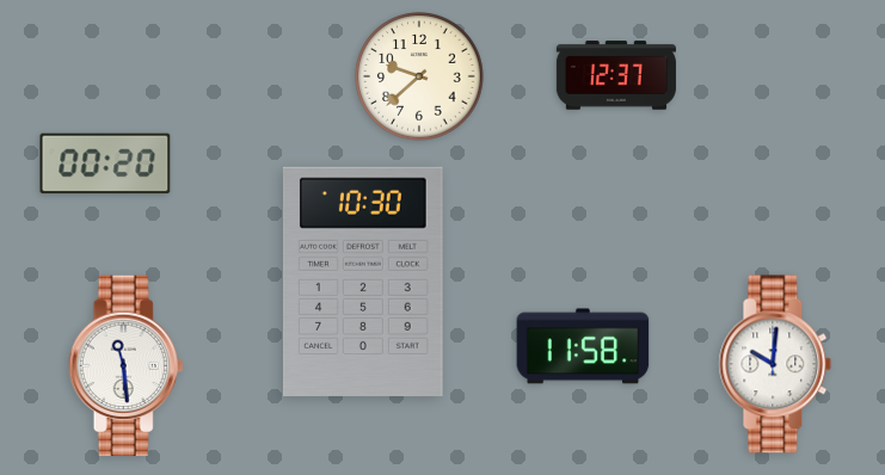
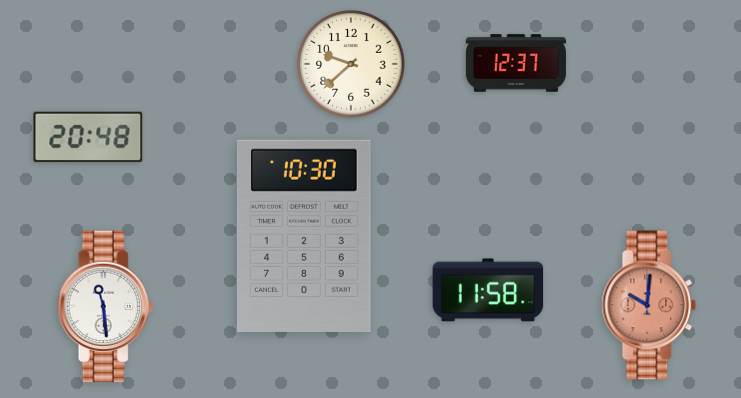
clock at (105, 164): 00:20 -> 20:48
clock at (775, 364) dial: white -> salmon
